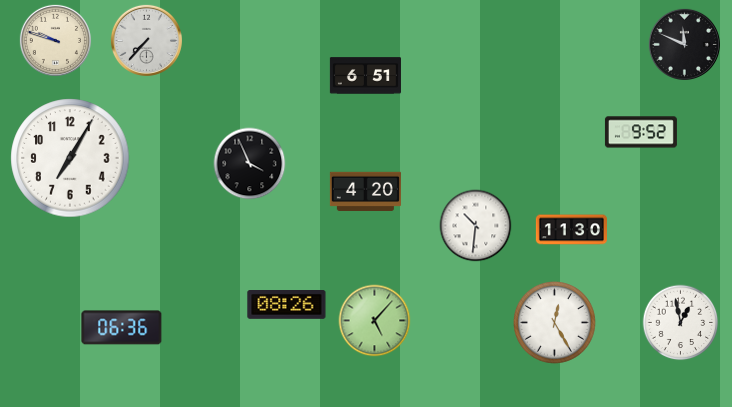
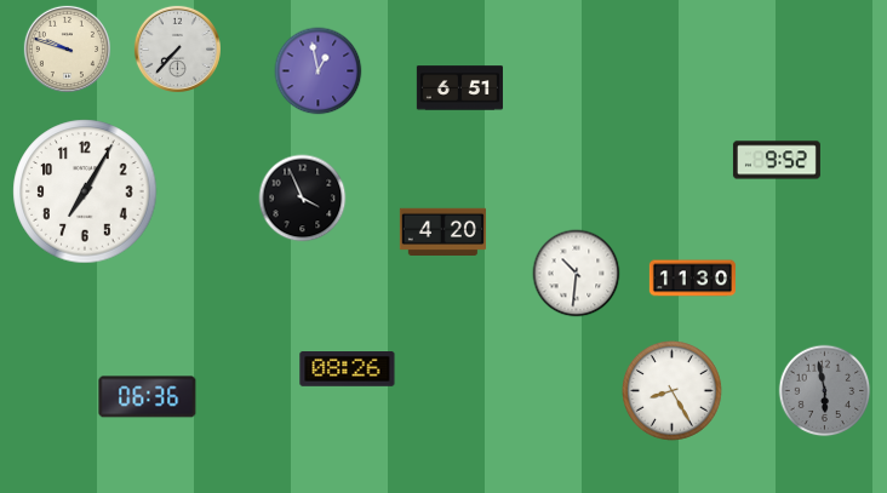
clock at (684, 44): 11:49 -> none
clock at (319, 71): none -> 12:58
clock at (365, 76) position: (365, 76) -> (459, 88)
clock at (375, 321): 5:07 -> none
clock at (555, 323): 12:25 -> 8:25
clock at (681, 323): 12:58 -> 5:58
clock at (681, 323) dial: white -> grey
